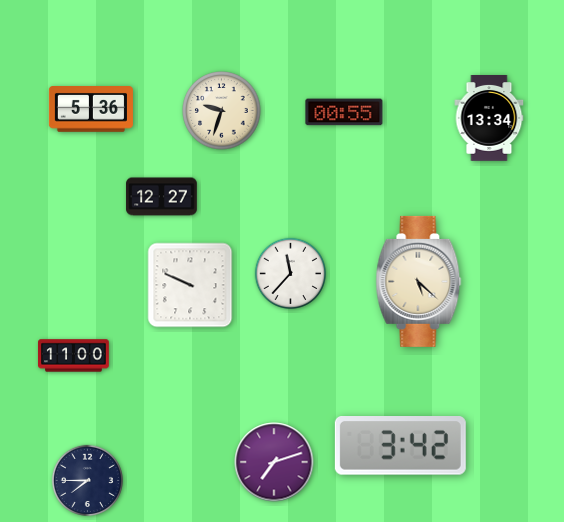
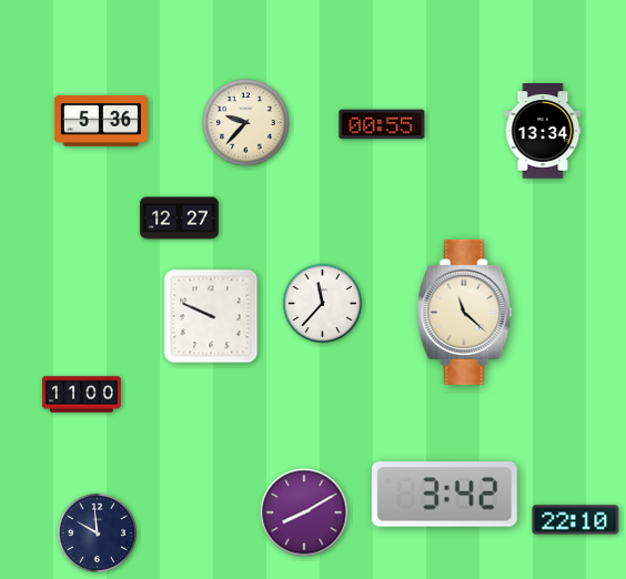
clock at (222, 111): 9:33 -> 9:37
clock at (419, 281): 5:22 -> 11:22
clock at (274, 462): 7:12 -> 8:10
clock at (576, 520): none -> 22:10
clock at (88, 481): 7:45 -> 9:59
